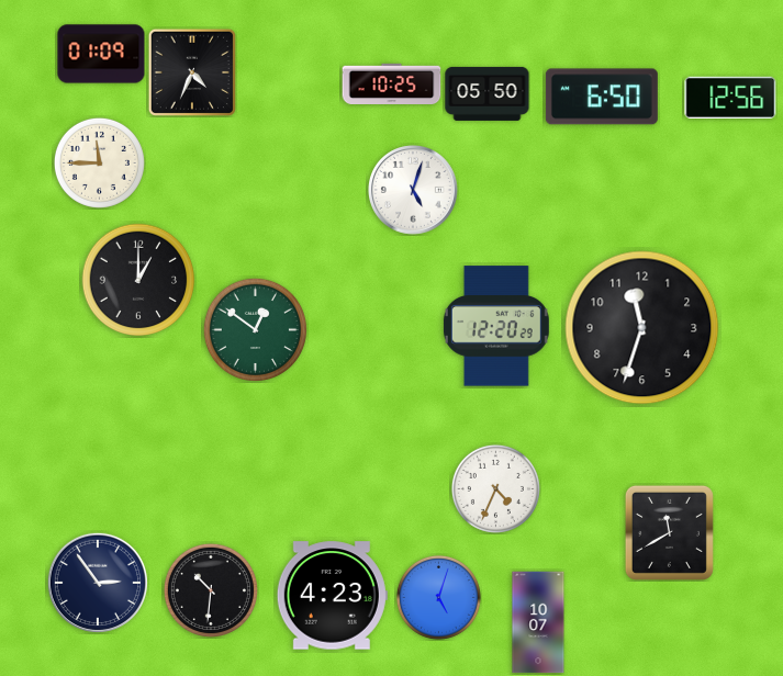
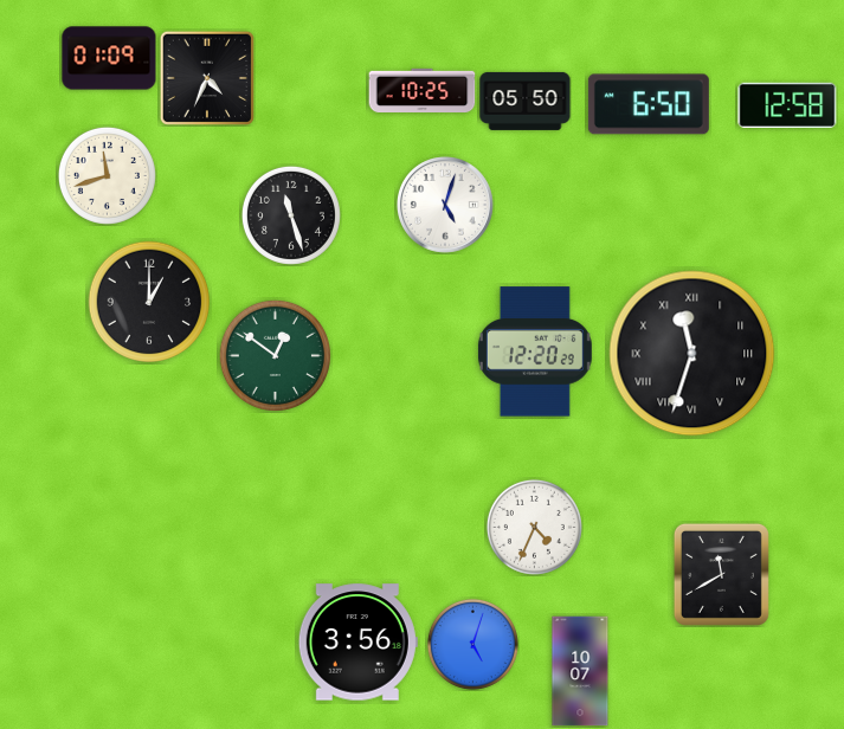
clock at (730, 97): 12:56 -> 12:58
clock at (99, 162): 11:45 -> 11:42
clock at (291, 215): none -> 11:27
clock at (642, 328) numerals: Arabic -> Roman
clock at (98, 583): 2:54 -> none
clock at (211, 590): 10:31 -> none
clock at (332, 596): 4:23 -> 3:56
